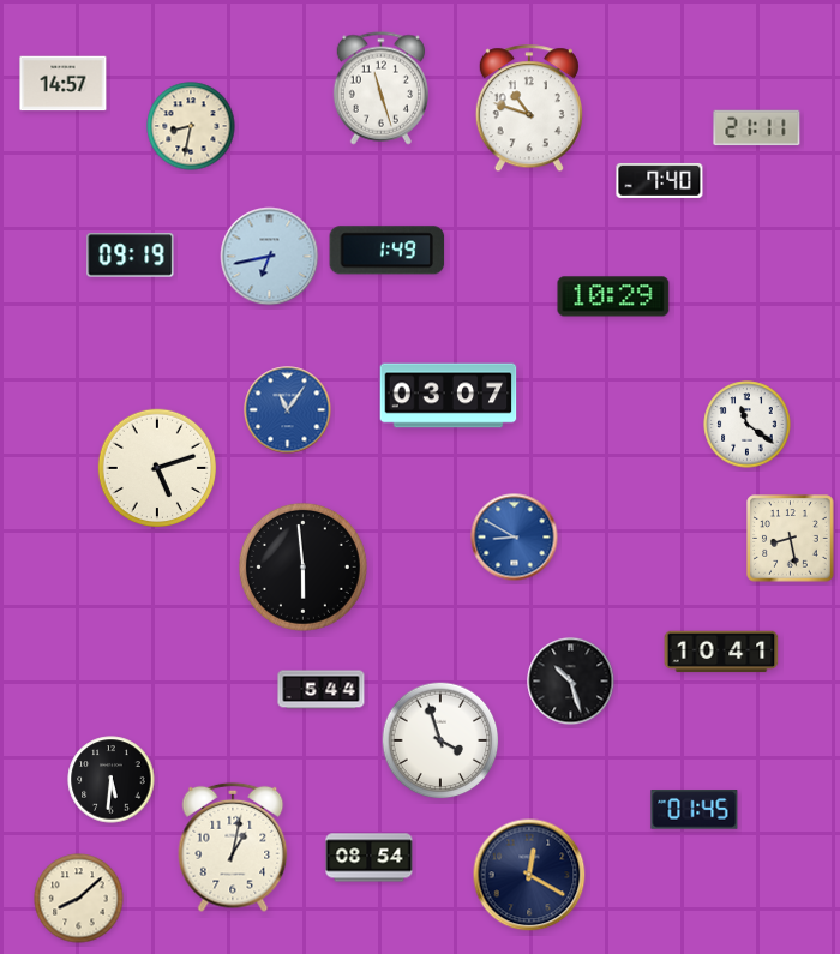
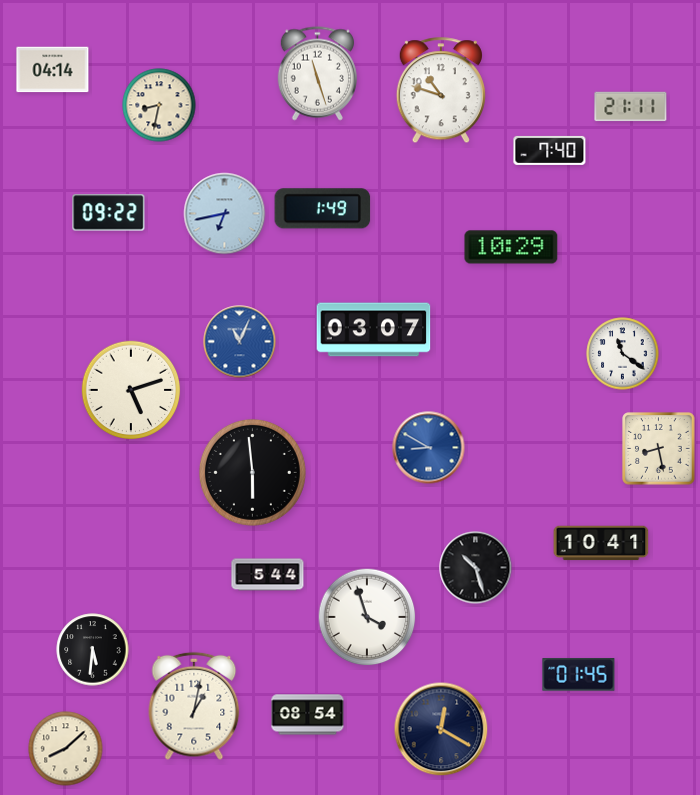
clock at (64, 84): 14:57 -> 04:14
clock at (131, 256): 09:19 -> 09:22
clock at (288, 410): 11:06 -> 11:04
